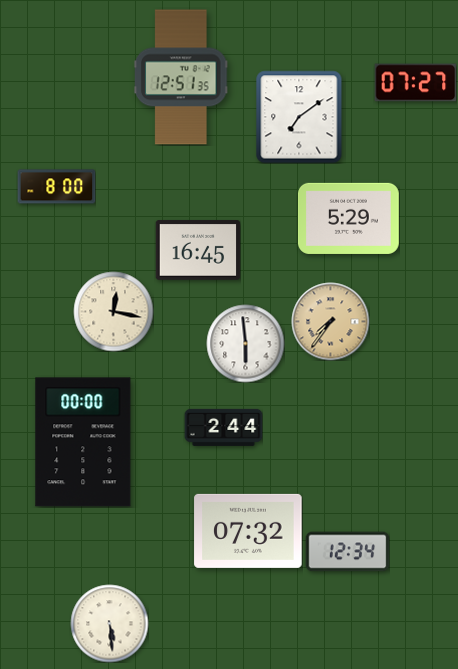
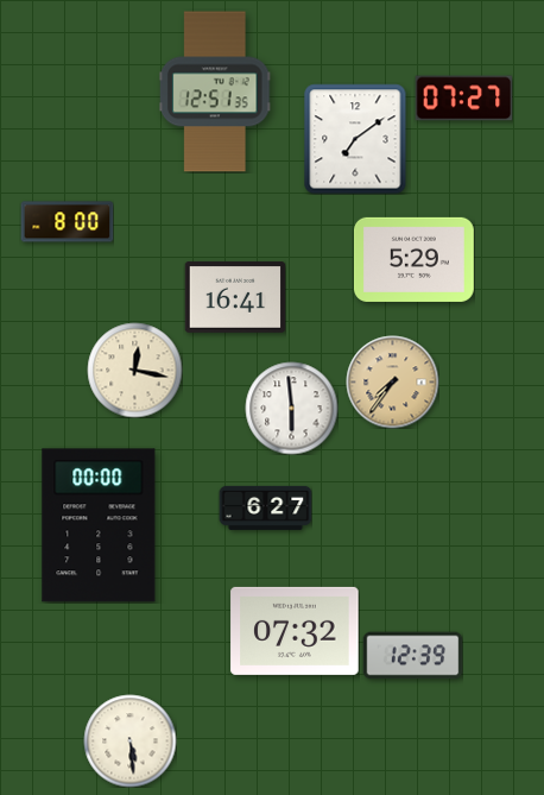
clock at (415, 83) position: (415, 83) -> (463, 99)
clock at (198, 250): 16:45 -> 16:41
clock at (223, 427): 2:44 -> 6:27
clock at (347, 552): 12:34 -> 12:39
